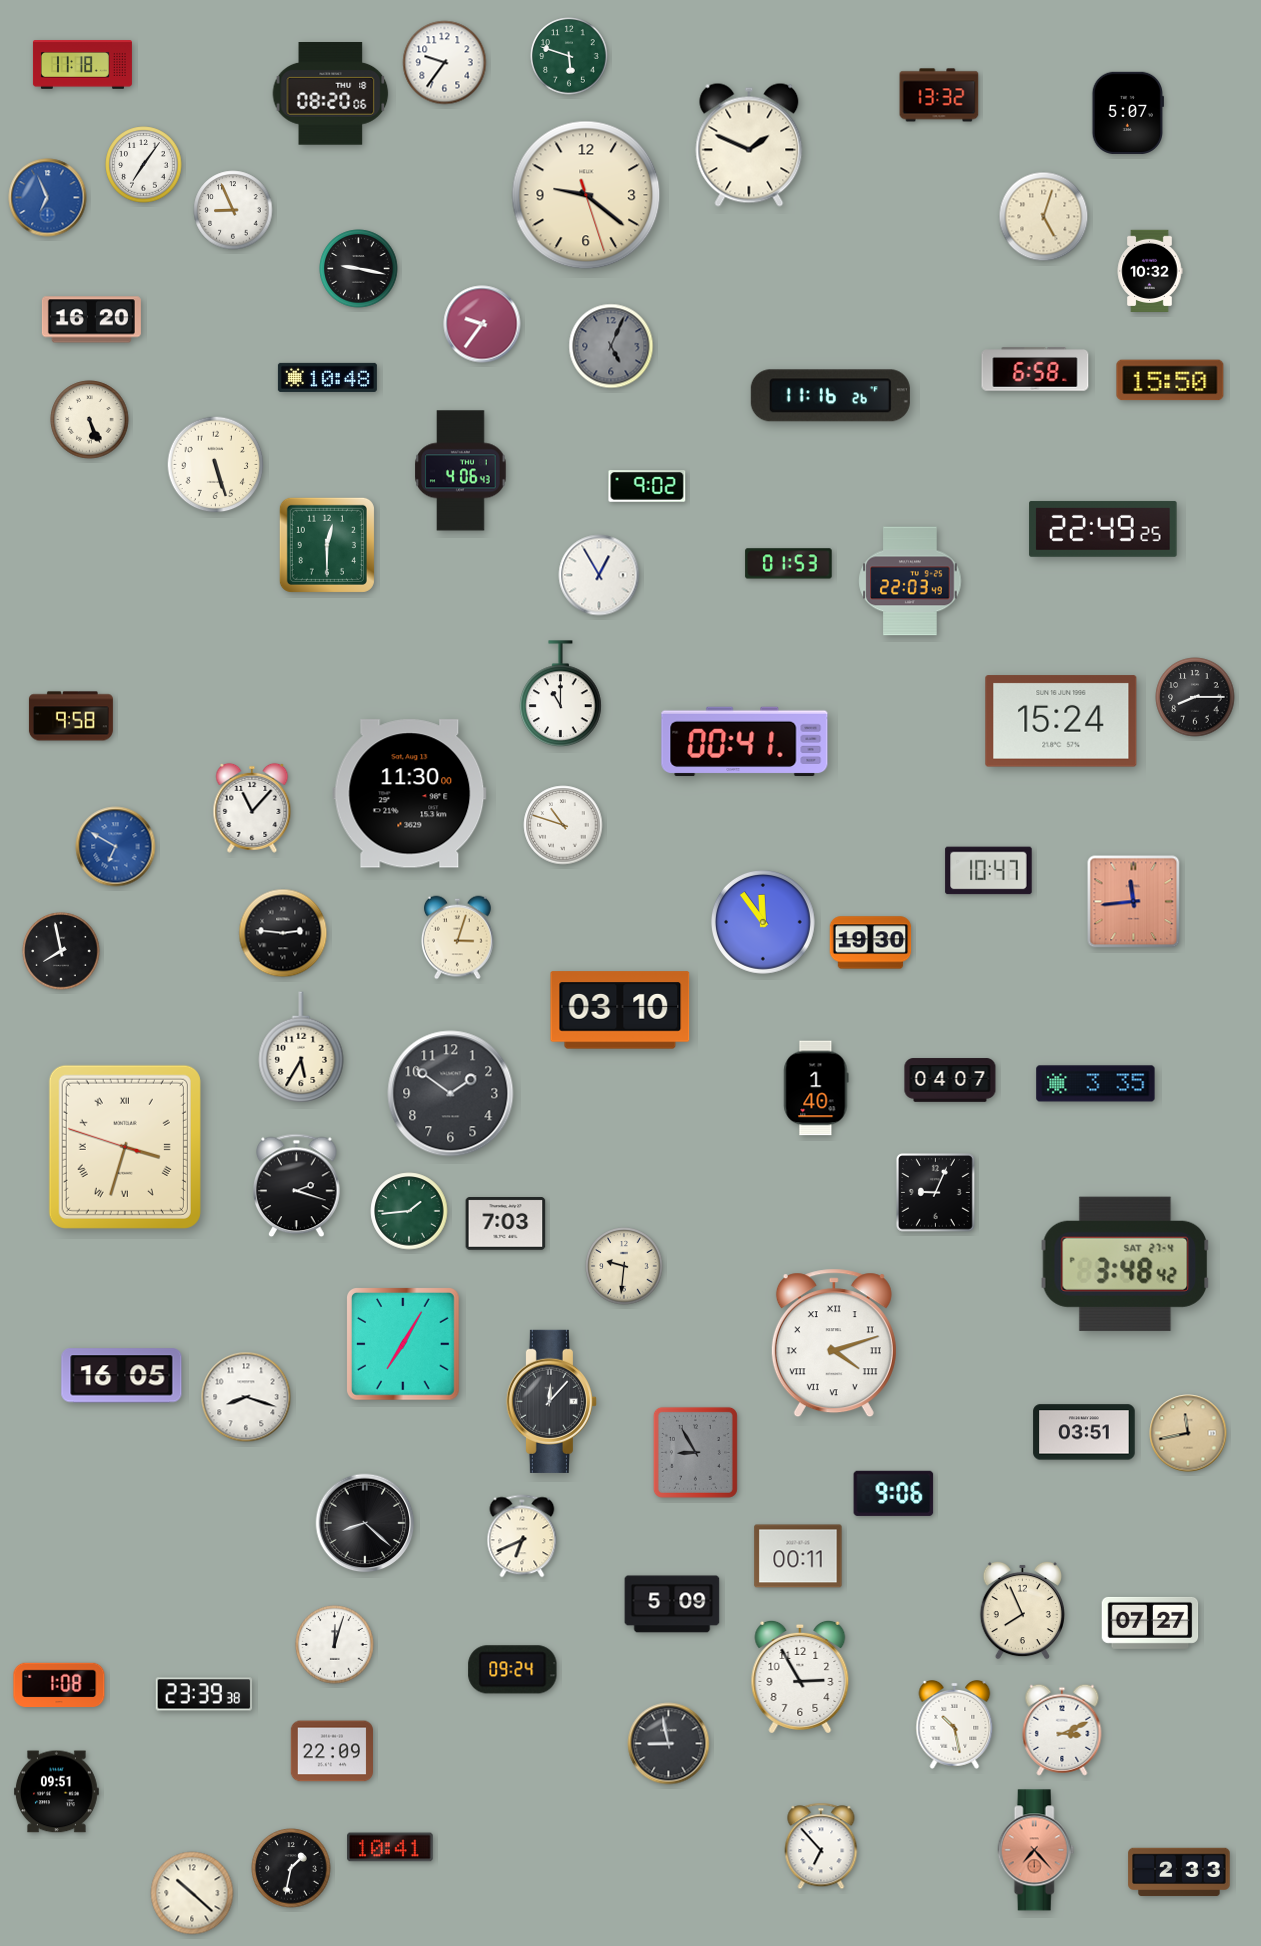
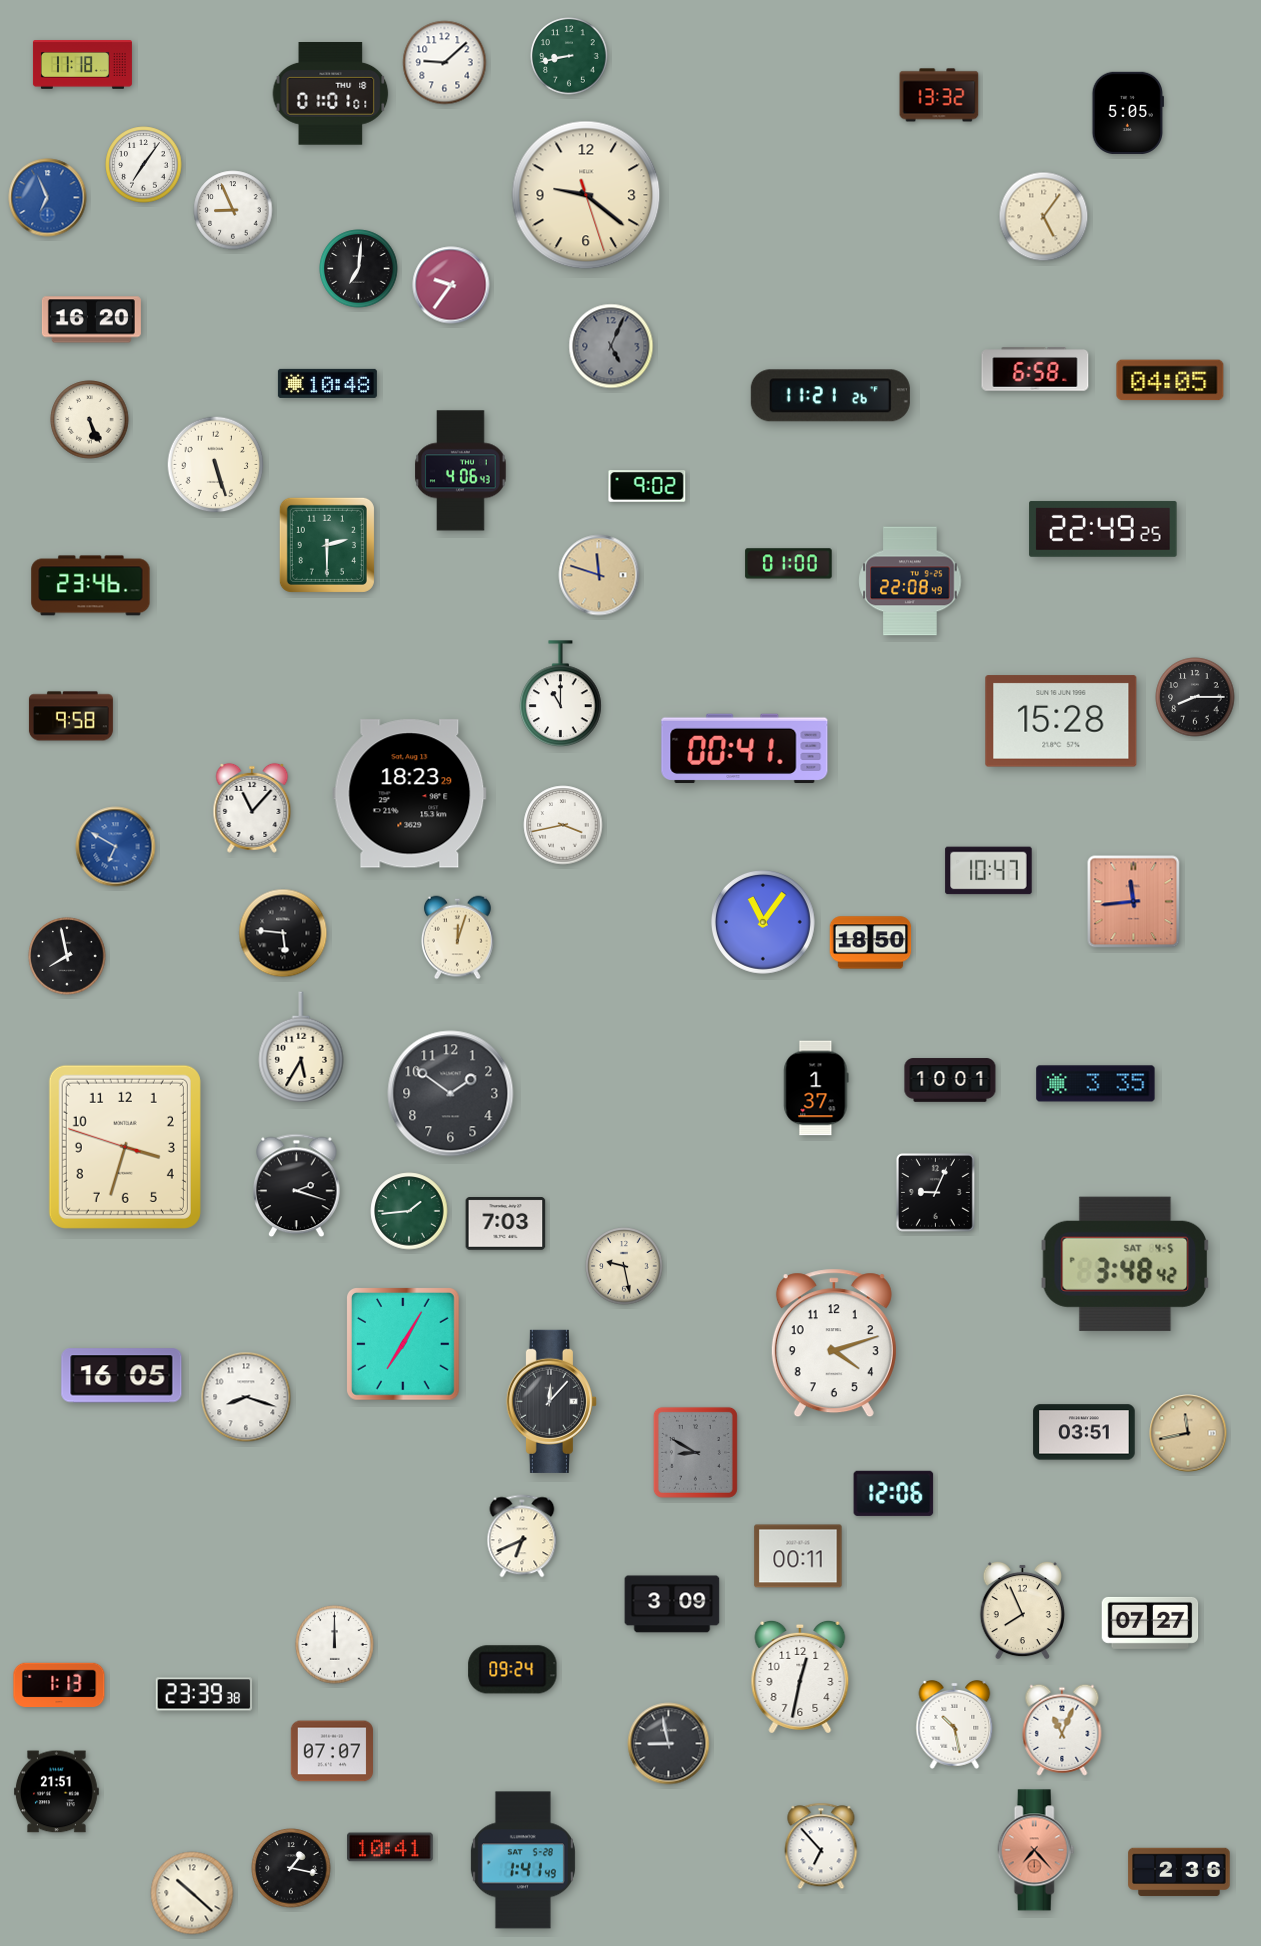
clock at (569, 56): 5:48 -> 8:43
clock at (445, 63): 9:36 -> 9:08
clock at (331, 94): 08:20 -> 01:01
clock at (1128, 112): 5:07 -> 5:05
clock at (749, 145): 1:49 -> none
clock at (1044, 217): 5:03 -> 5:06
clock at (359, 269): 9:17 -> 7:01
clock at (1150, 270): 10:32 -> none
clock at (482, 324) position: (482, 324) -> (451, 285)
clock at (327, 377) position: (327, 377) -> (327, 383)
clock at (1170, 380): 15:50 -> 04:05
clock at (830, 396): 11:16 -> 11:21
clock at (327, 545): 12:30 -> 2:30
clock at (789, 564): 01:53 -> 01:00
clock at (599, 575): 12:55 -> 11:48
clock at (599, 575) dial: white -> champagne
clock at (910, 581): 22:03 -> 22:08
clock at (91, 586): none -> 23:46
clock at (1061, 721): 15:24 -> 15:28
clock at (745, 742) position: (745, 742) -> (745, 749)
clock at (410, 794): 11:30 -> 18:23
clock at (563, 825): 10:48 -> 3:43
clock at (763, 922): 11:54 -> 11:06
clock at (283, 933): 2:46 -> 5:46
clock at (457, 938): 3:03 -> 12:03
clock at (871, 943): 19:30 -> 18:50
clock at (61, 951) position: (61, 951) -> (67, 956)
clock at (620, 1010): 03:10 -> none
clock at (950, 1080): 04:07 -> 10:01
clock at (816, 1088): 1:40 -> 1:37
clock at (125, 1147) numerals: Roman -> Arabic
clock at (1125, 1264) date: SAT 27-4 -> SAT 4-5
clock at (624, 1266): 9:31 -> 9:28
clock at (834, 1343) numerals: Roman -> Arabic
clock at (695, 1452): 8:55 -> 8:50
clock at (894, 1493): 9:06 -> 12:06
clock at (365, 1523): 8:22 -> none
clock at (672, 1604): 5:09 -> 3:09
clock at (335, 1645): 12:03 -> 12:00
clock at (800, 1677): 2:55 -> 12:32
clock at (59, 1685): 1:08 -> 1:13
clock at (1062, 1730): 3:11 -> 11:04
clock at (331, 1751): 22:09 -> 07:07
clock at (57, 1792): 09:51 -> 21:51
clock at (523, 1860): none -> 1:41
clock at (291, 1868): 1:32 -> 1:17
clock at (1179, 1872): 2:33 -> 2:36
